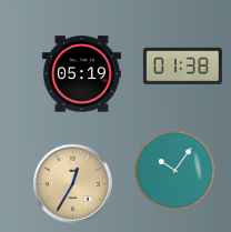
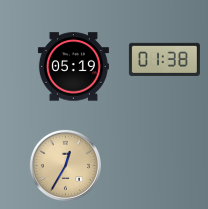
clock at (175, 171): 10:06 -> none
